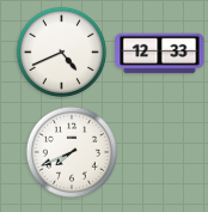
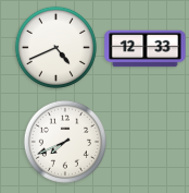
clock at (72, 152) position: (72, 152) -> (65, 142)
